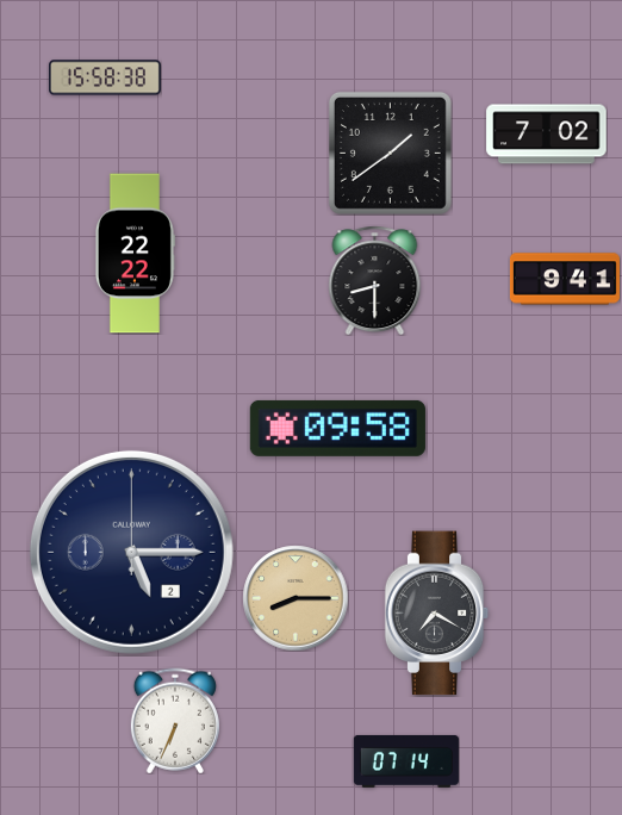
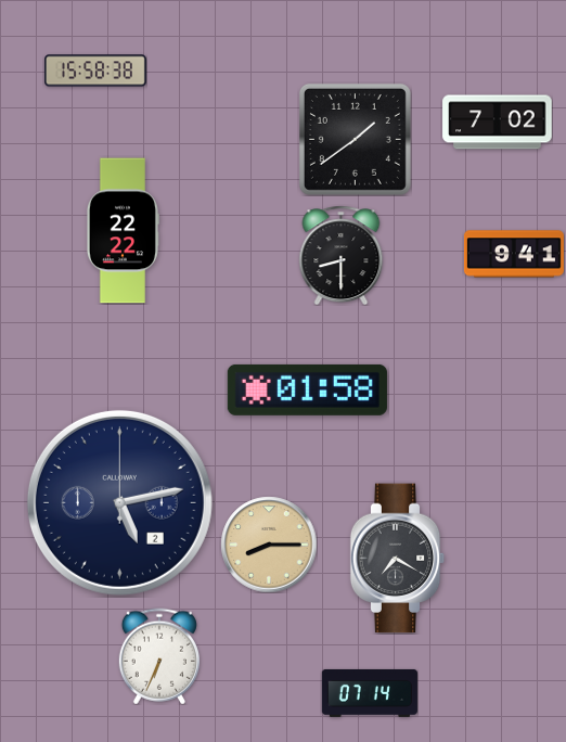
clock at (337, 428): 09:58 -> 01:58
clock at (131, 552): 5:15 -> 5:13
